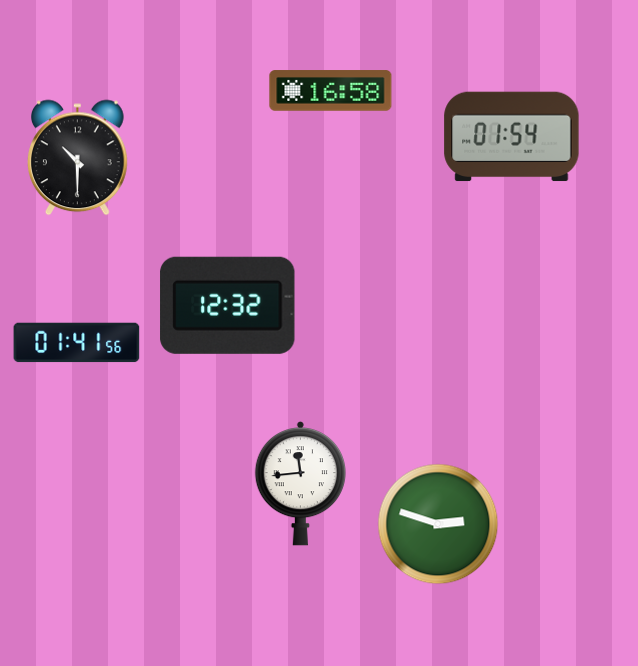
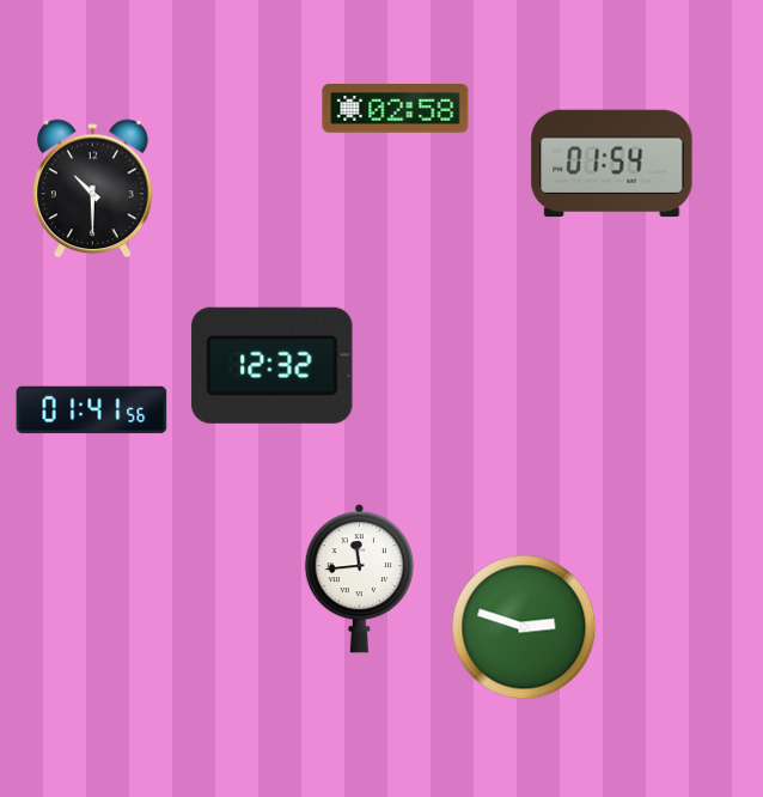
clock at (331, 91): 16:58 -> 02:58
